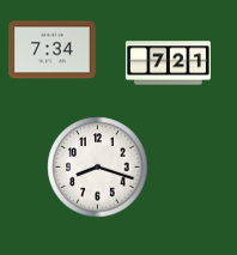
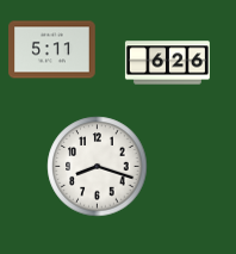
clock at (53, 50): 7:34 -> 5:11
clock at (168, 63): 7:21 -> 6:26
